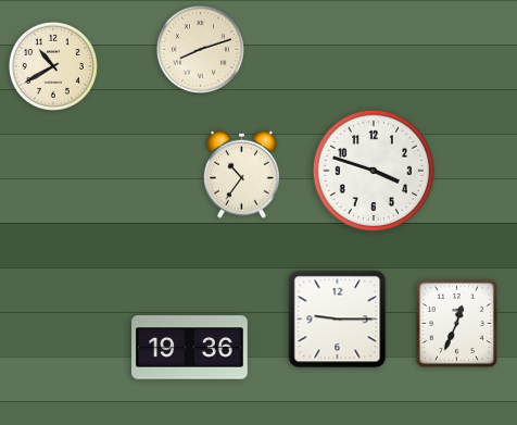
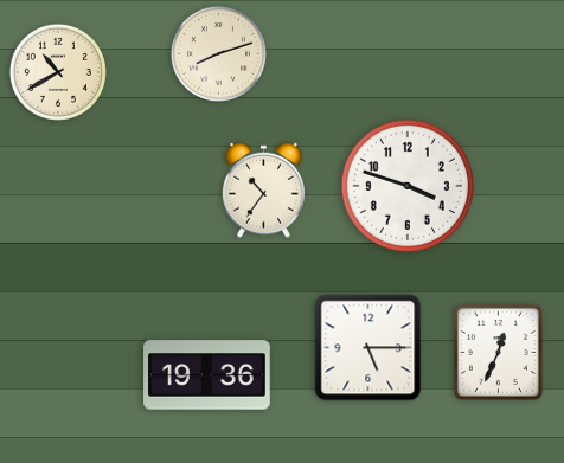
clock at (338, 320): 9:15 -> 5:15
clock at (190, 348) position: (190, 348) -> (207, 375)
